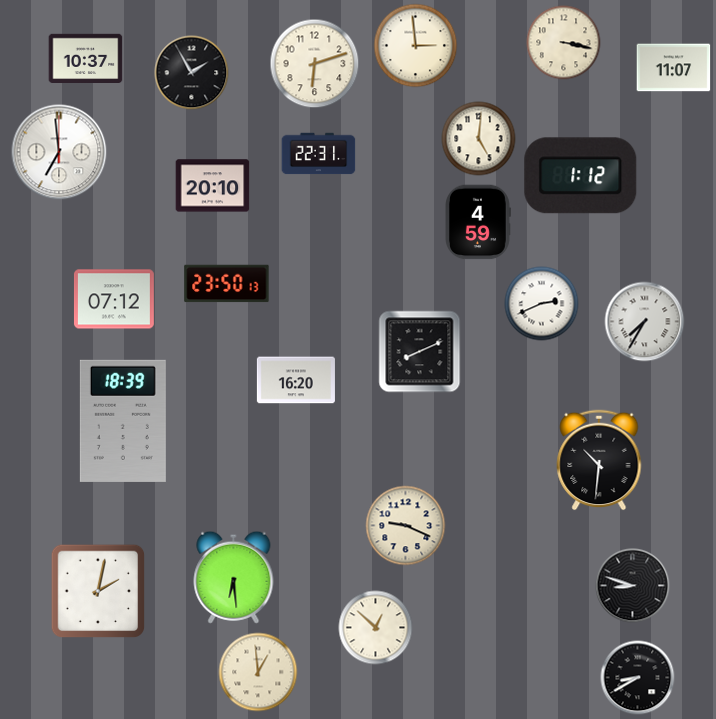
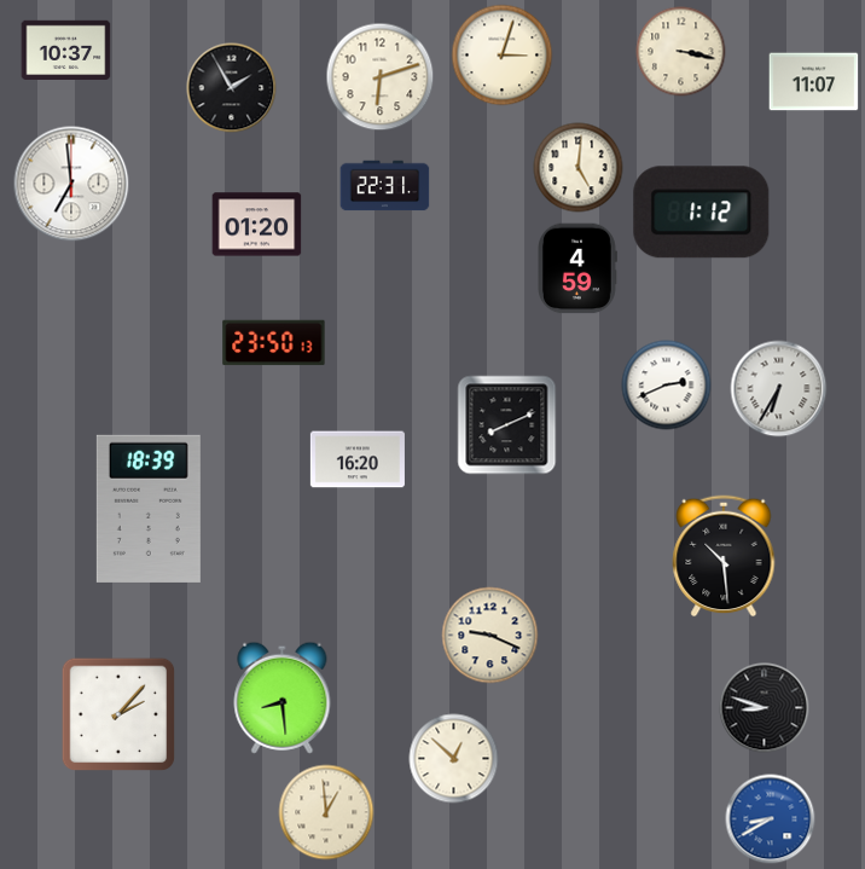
clock at (416, 46): 2:59 -> 3:03
clock at (86, 59) position: (86, 59) -> (66, 51)
clock at (213, 186): 20:10 -> 01:20
clock at (114, 299): 07:12 -> none
clock at (542, 304) position: (542, 304) -> (667, 386)
clock at (645, 322): 7:35 -> 6:35
clock at (599, 460): 10:31 -> 10:29
clock at (234, 577): 6:29 -> 8:29
clock at (98, 591): 2:02 -> 2:07
clock at (258, 672) position: (258, 672) -> (326, 812)
clock at (638, 678) dial: black -> blue
